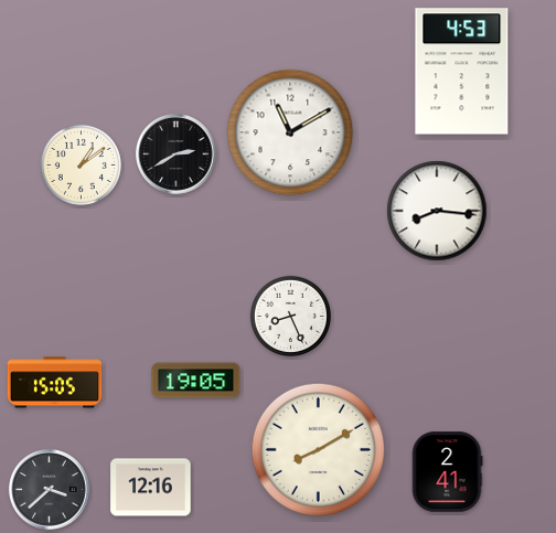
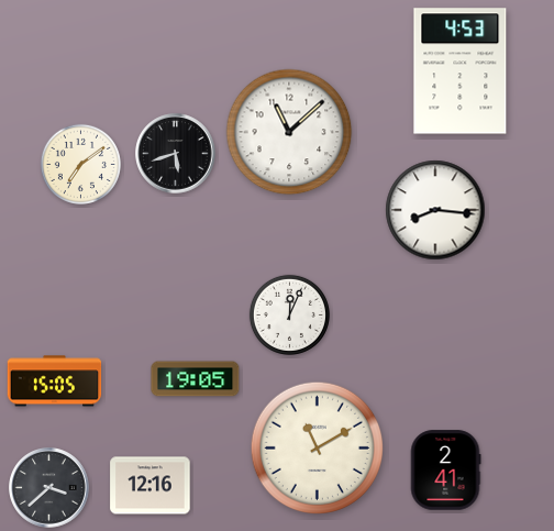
clock at (290, 132): 11:10 -> 11:08
clock at (177, 154): 2:40 -> 5:42
clock at (81, 164): 1:09 -> 7:09
clock at (290, 316): 8:26 -> 12:04
clock at (318, 449): 8:10 -> 11:10
